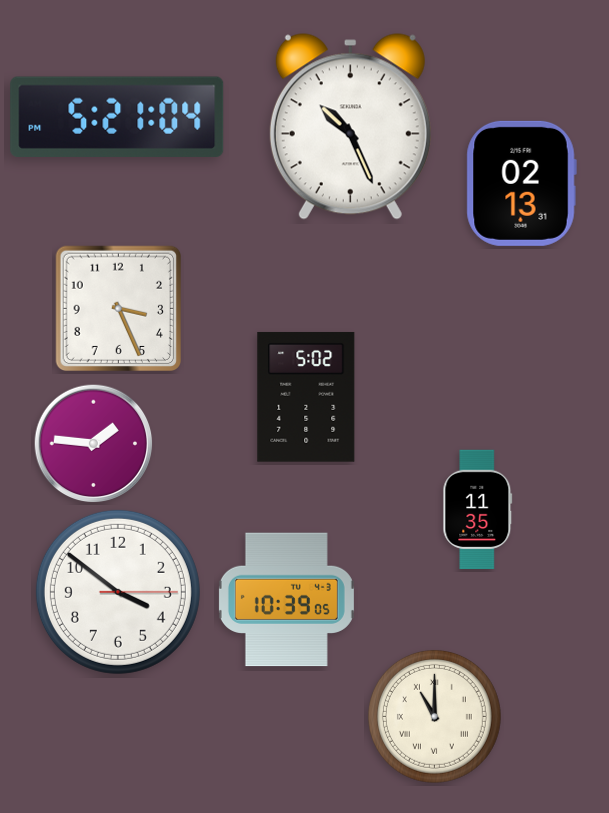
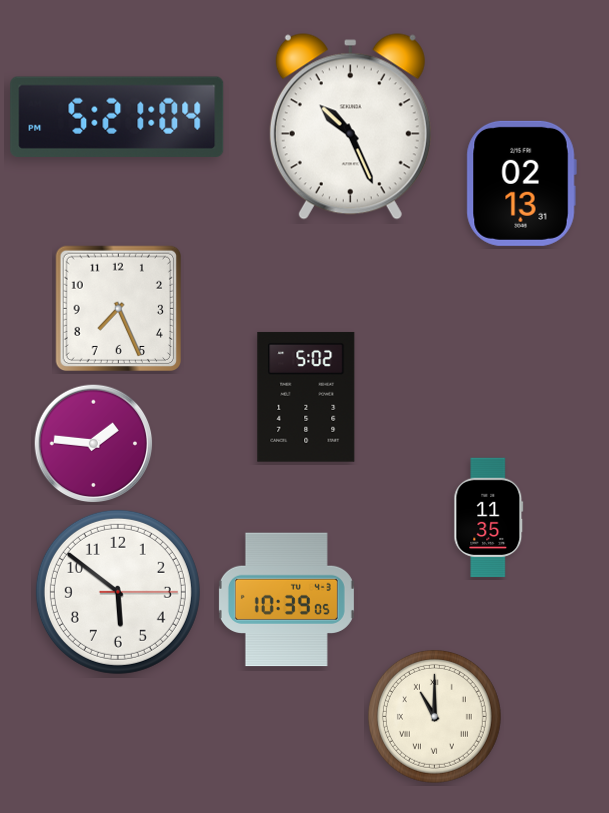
clock at (119, 309): 3:26 -> 7:26
clock at (478, 510) position: (478, 510) -> (489, 518)
clock at (118, 592): 3:51 -> 5:51
